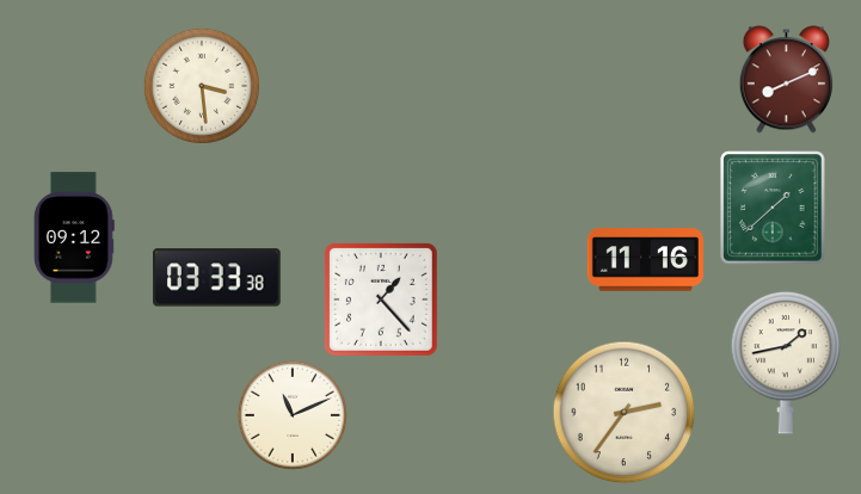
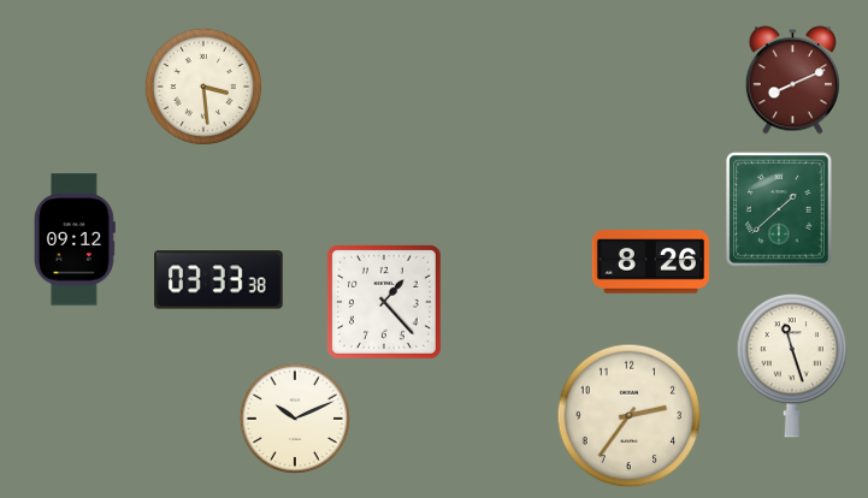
clock at (645, 260): 11:16 -> 8:26
clock at (786, 363): 1:43 -> 11:27
clock at (293, 415): 11:11 -> 10:11
